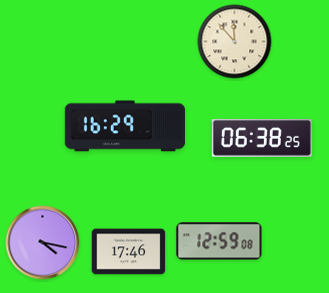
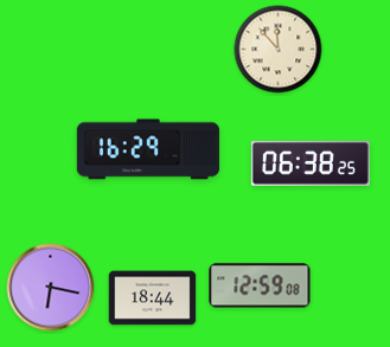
clock at (43, 243): 4:17 -> 6:17
clock at (129, 252): 17:46 -> 18:44
